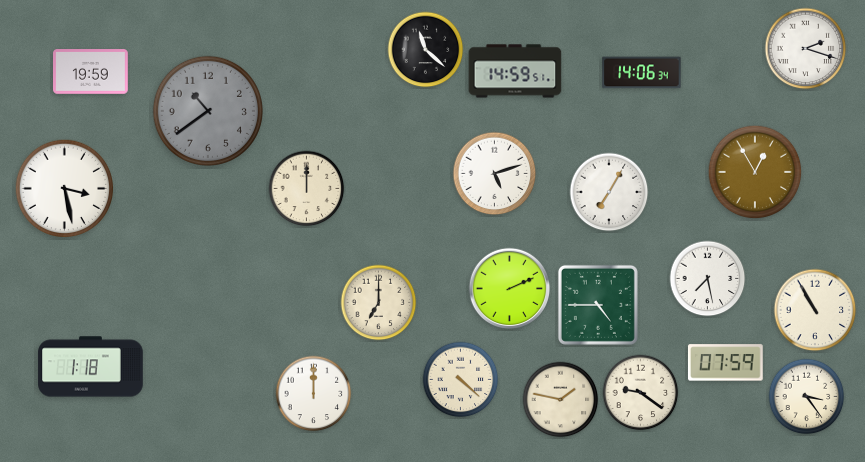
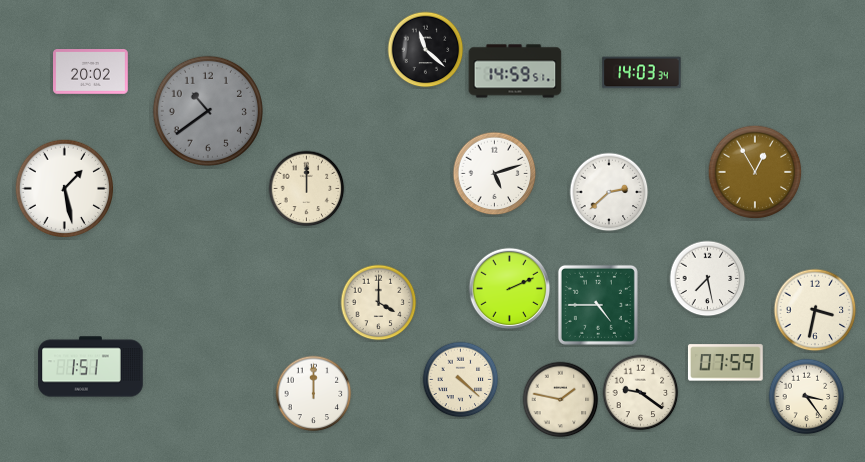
clock at (806, 49): 2:18 -> none
clock at (91, 72): 19:59 -> 20:02
clock at (642, 73): 14:06 -> 14:03
clock at (65, 189): 3:28 -> 1:28
clock at (609, 192): 7:05 -> 2:38
clock at (379, 303): 7:00 -> 4:00
clock at (815, 310): 10:55 -> 3:32
clock at (91, 367): 1:18 -> 1:51
